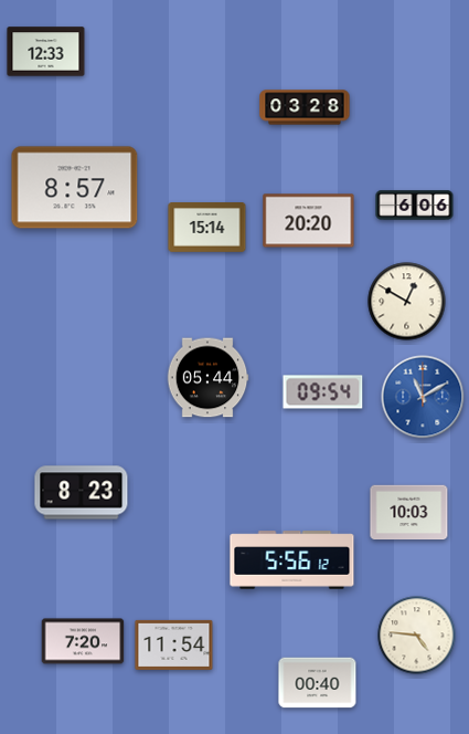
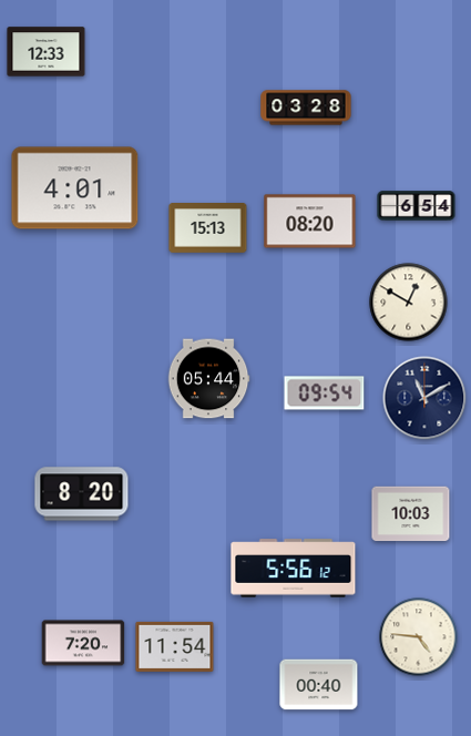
clock at (75, 188): 8:57 -> 4:01
clock at (415, 206): 6:06 -> 6:54
clock at (309, 221): 20:20 -> 08:20
clock at (207, 228): 15:14 -> 15:13
clock at (423, 397) dial: blue -> navy
clock at (82, 493): 8:23 -> 8:20
clock at (292, 560) position: (292, 560) -> (294, 569)
